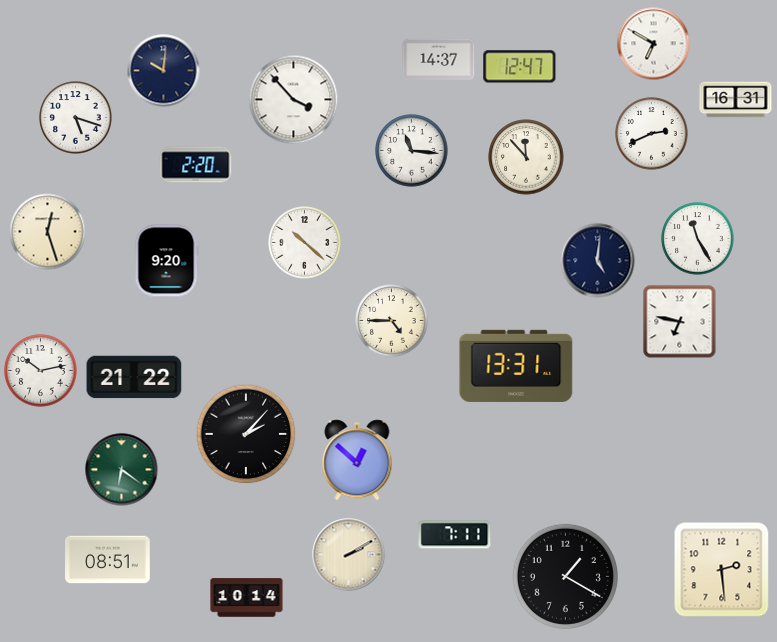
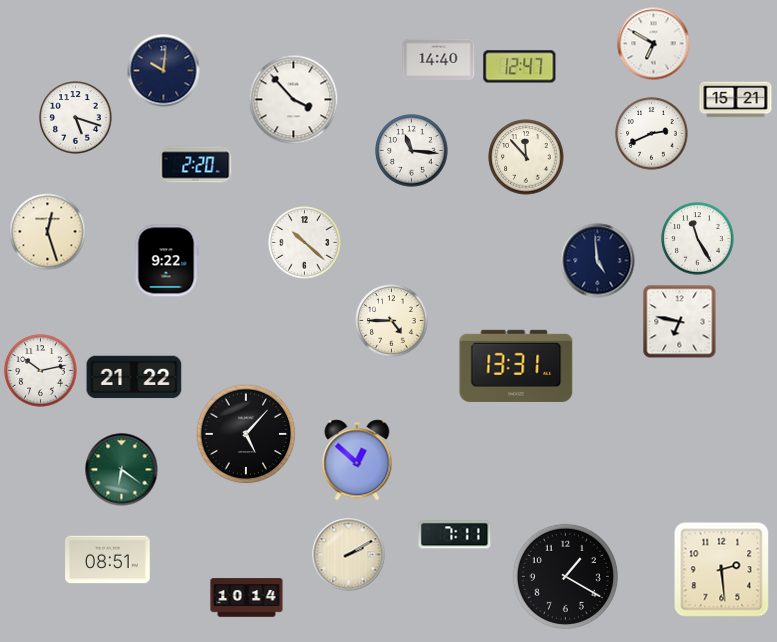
clock at (439, 59): 14:37 -> 14:40
clock at (736, 100): 16:31 -> 15:21
clock at (166, 261): 9:20 -> 9:22
clock at (598, 261): 5:01 -> 4:59
clock at (246, 434): 2:07 -> 5:07
